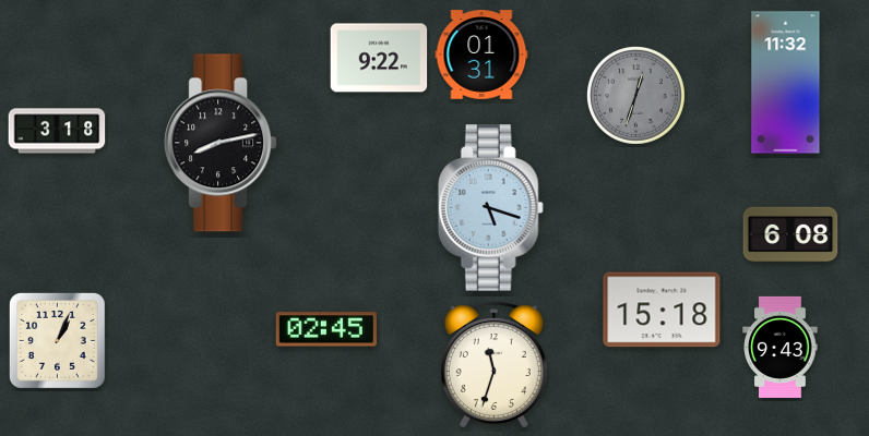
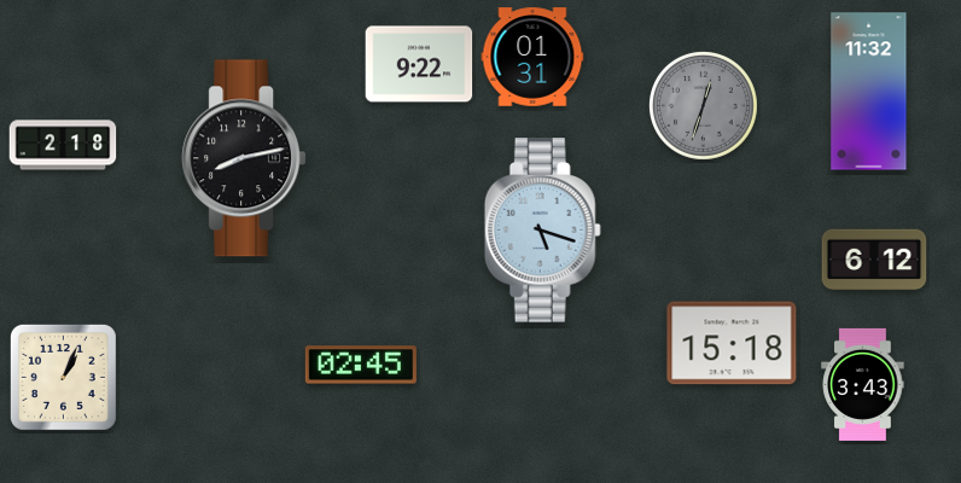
clock at (481, 55) position: (481, 55) -> (532, 57)
clock at (57, 131): 3:18 -> 2:18
clock at (790, 234): 6:08 -> 6:12
clock at (781, 347): 9:43 -> 3:43
clock at (493, 365): 11:33 -> none
